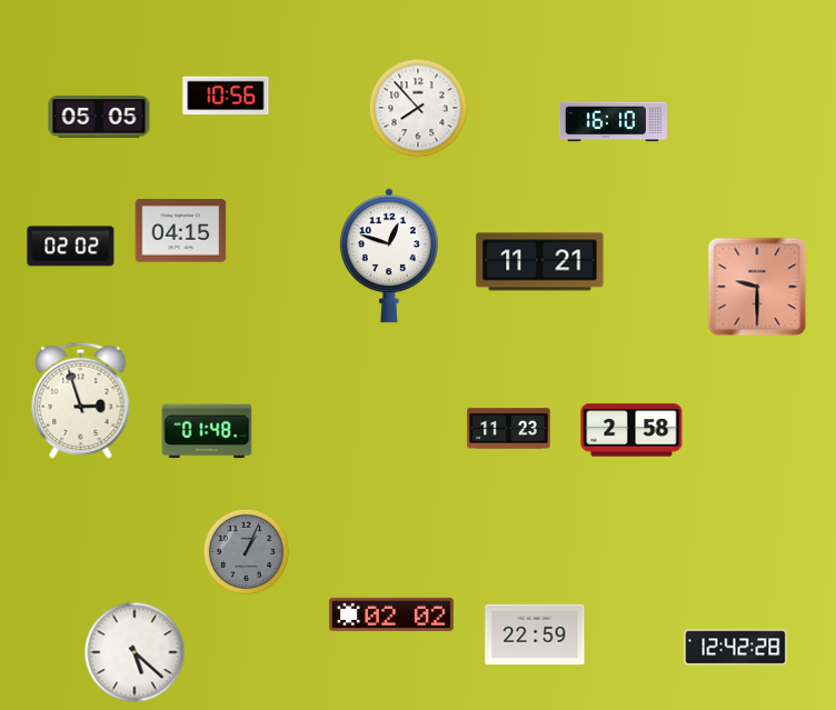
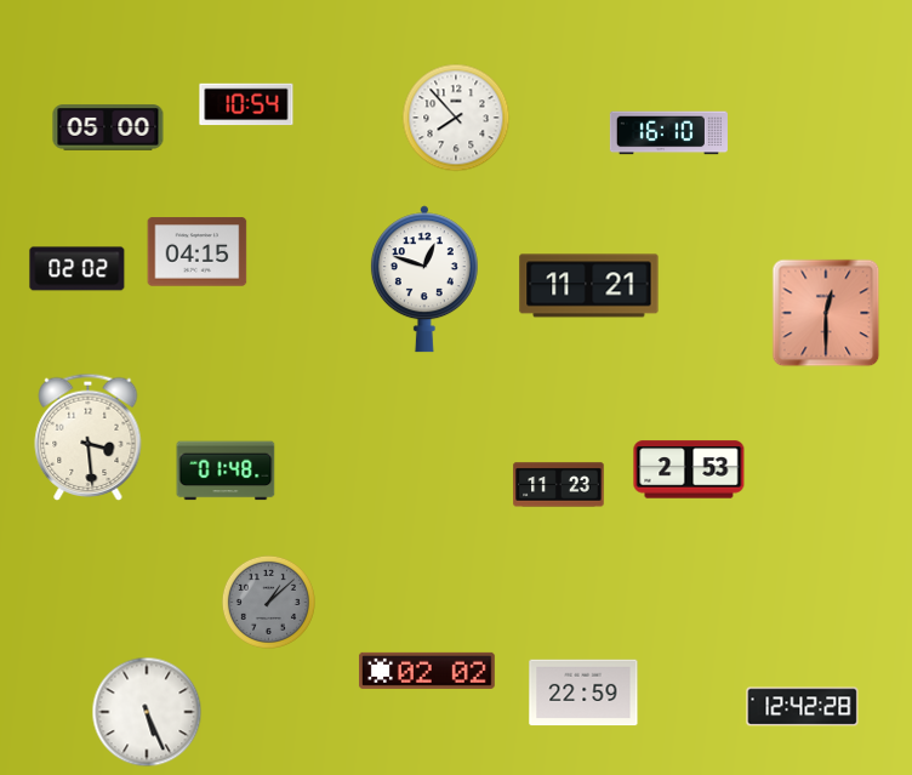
clock at (226, 96): 10:56 -> 10:54
clock at (99, 117): 05:05 -> 05:00
clock at (757, 287): 9:30 -> 12:30
clock at (81, 400): 2:57 -> 3:29
clock at (509, 429) position: (509, 429) -> (559, 485)
clock at (631, 430): 2:58 -> 2:53
clock at (246, 551): 1:04 -> 1:08
clock at (135, 652): 5:22 -> 5:26
